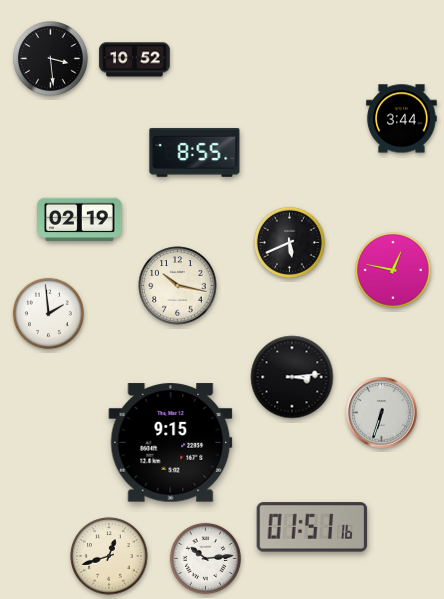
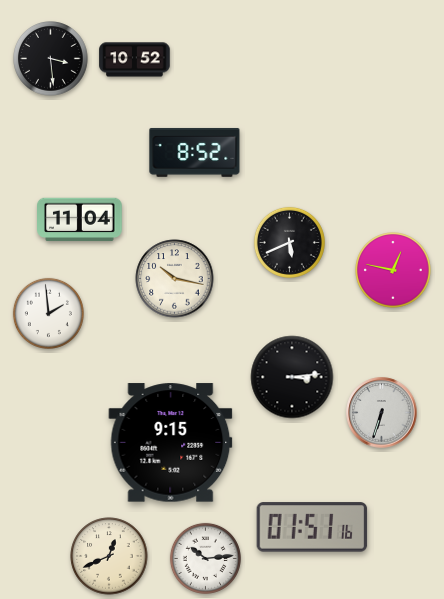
clock at (402, 119): 3:44 -> none
clock at (195, 153): 8:55 -> 8:52
clock at (80, 220): 02:19 -> 11:04
clock at (178, 286) position: (178, 286) -> (175, 279)
clock at (109, 556): 12:42 -> 12:41
